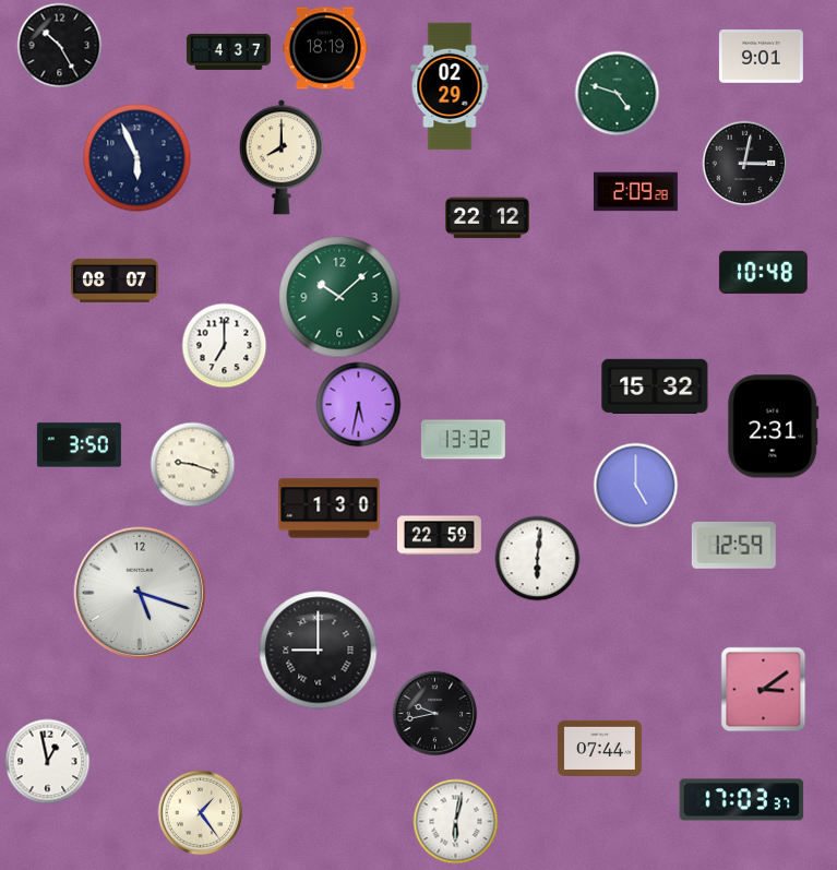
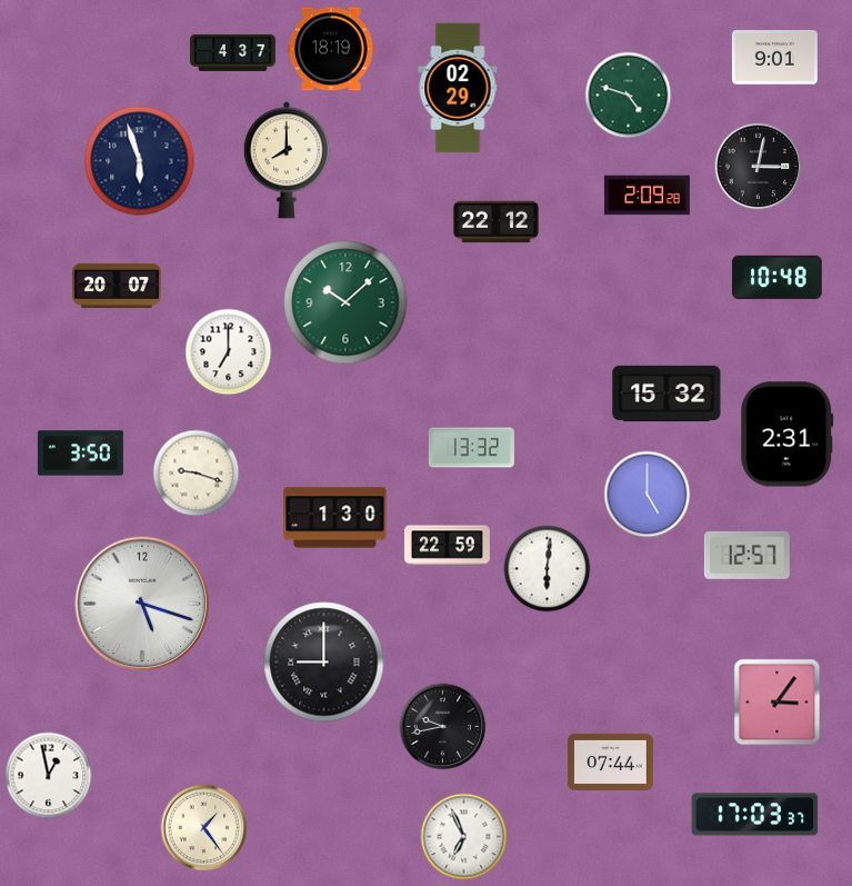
clock at (59, 45): 10:25 -> none
clock at (137, 158): 5:56 -> 5:57
clock at (115, 281): 08:07 -> 20:07
clock at (358, 404): 5:32 -> none
clock at (733, 545): 12:59 -> 12:57
clock at (763, 689): 3:09 -> 3:06
clock at (455, 821): 6:02 -> 6:56
